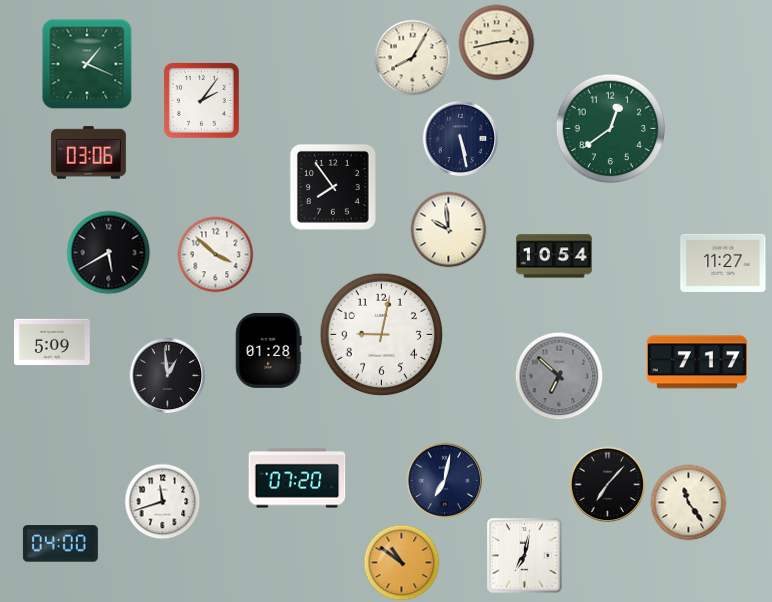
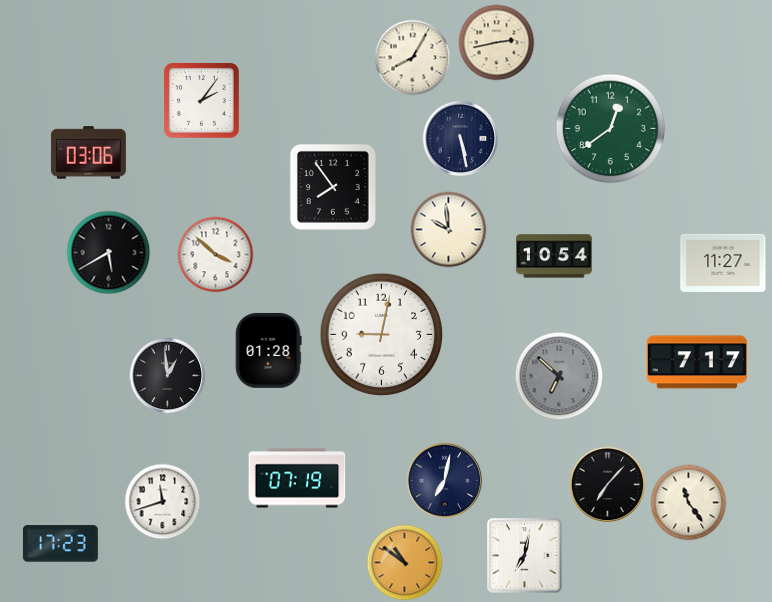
clock at (87, 64): 1:19 -> none
clock at (53, 342): 5:09 -> none
clock at (297, 478): 07:20 -> 07:19
clock at (60, 544): 04:00 -> 17:23
clock at (402, 563) position: (402, 563) -> (405, 563)
